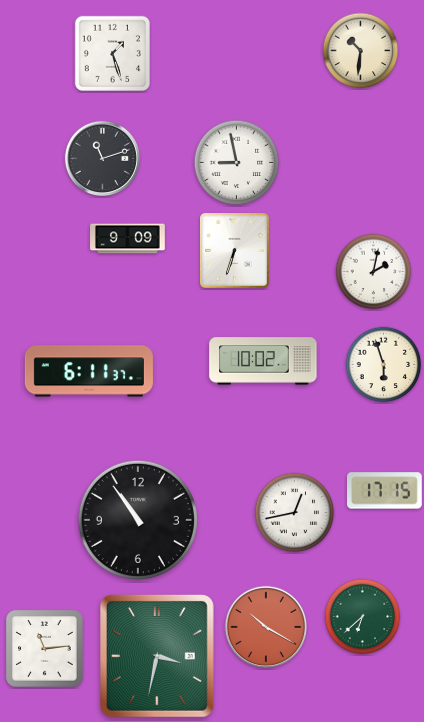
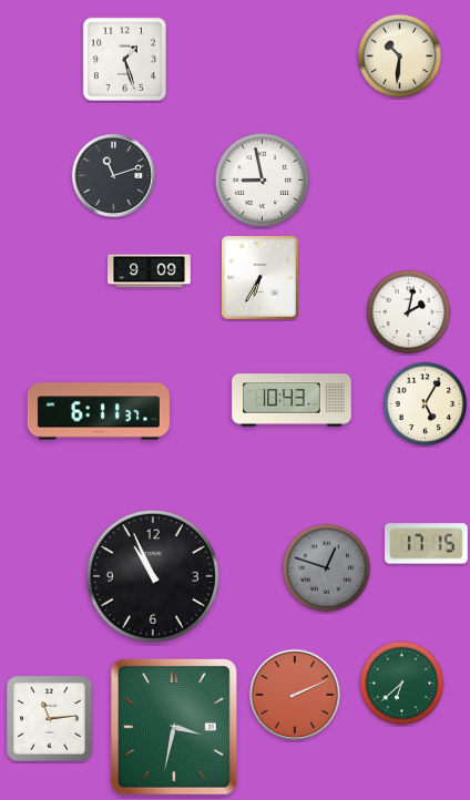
clock at (128, 239) position: (128, 239) -> (150, 271)
clock at (235, 251): 6:33 -> 6:35
clock at (374, 272) position: (374, 272) -> (409, 312)
clock at (263, 361): 10:02 -> 10:43
clock at (384, 365): 5:57 -> 5:05
clock at (295, 513): 12:43 -> 12:48
clock at (295, 513) dial: white -> grey
clock at (138, 520): 10:54 -> 10:56
clock at (266, 627): 10:20 -> 2:11
